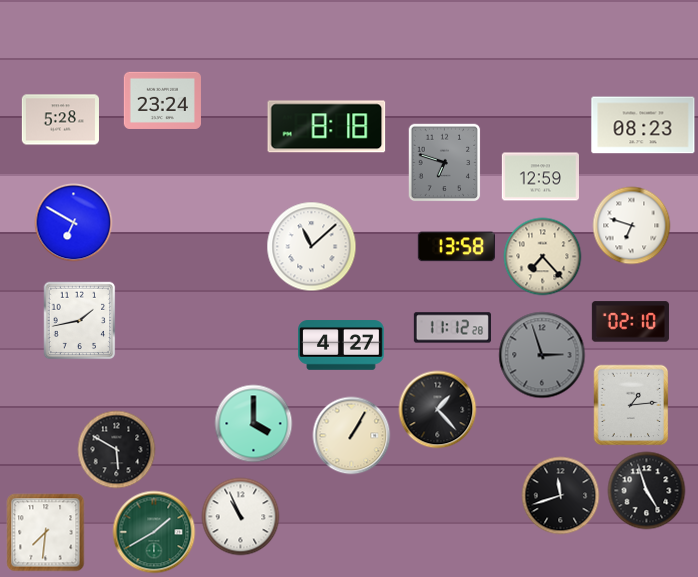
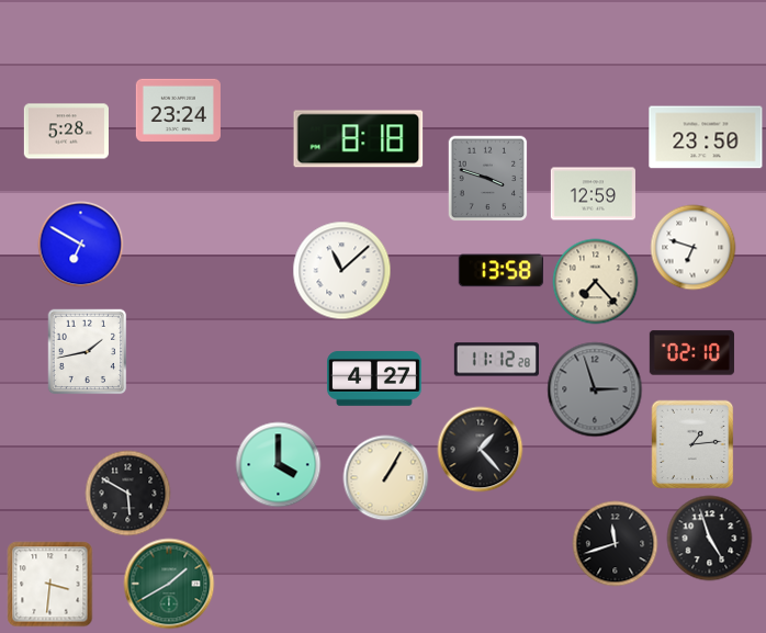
clock at (643, 125): 08:23 -> 23:50
clock at (445, 162): 6:48 -> 3:48
clock at (240, 516): 10:56 -> none
clock at (45, 532): 7:31 -> 3:31
